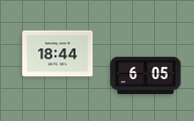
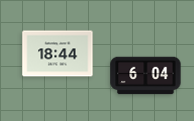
clock at (146, 76): 6:05 -> 6:04
